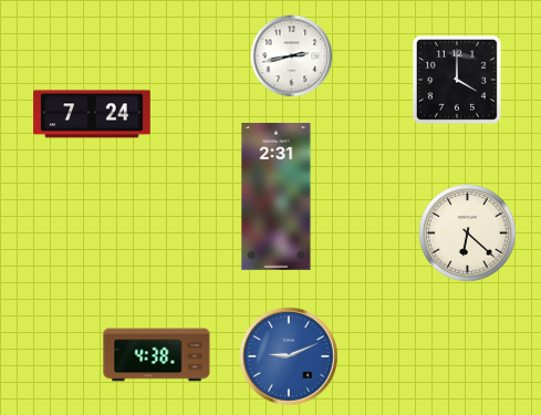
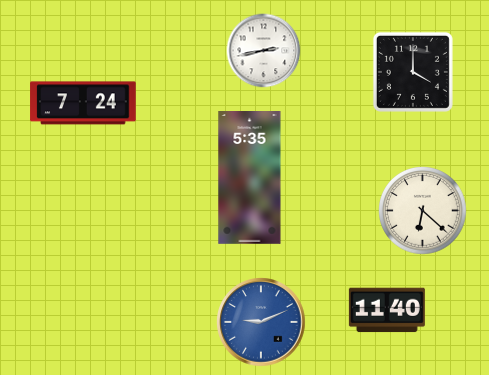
clock at (277, 197): 2:31 -> 5:35
clock at (387, 310): none -> 11:40
clock at (157, 355): 4:38 -> none
